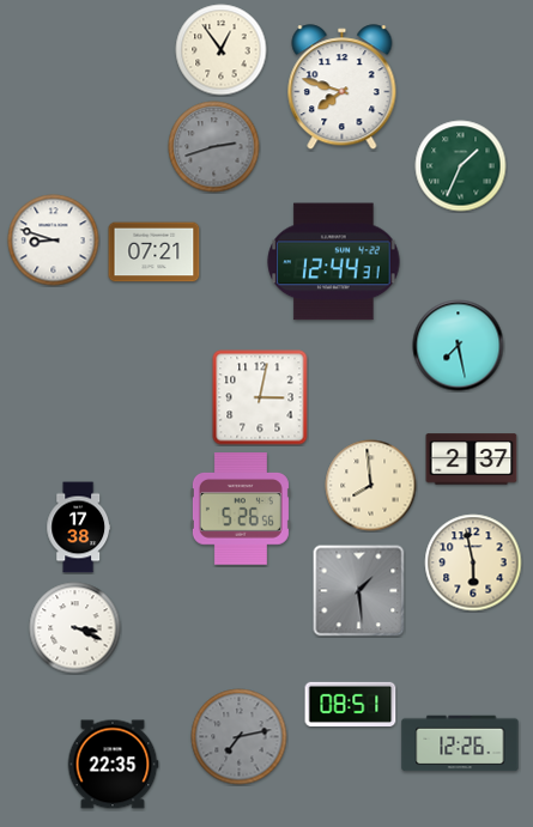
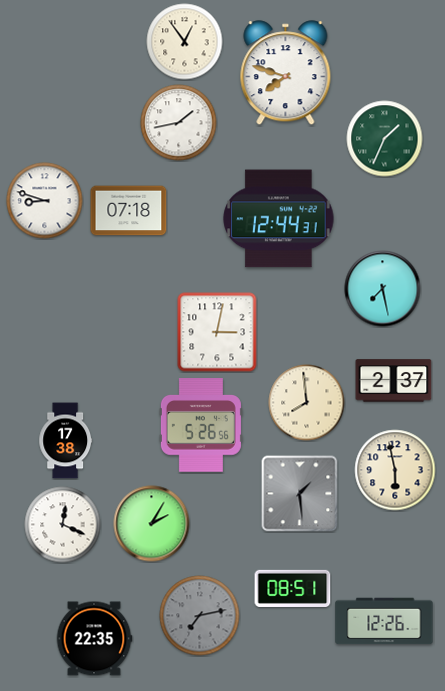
clock at (214, 147): 2:42 -> 1:43
clock at (214, 147) dial: grey -> white
clock at (155, 253): 07:21 -> 07:18
clock at (472, 460) position: (472, 460) -> (394, 381)
clock at (371, 486) position: (371, 486) -> (307, 403)
clock at (152, 524): none -> 2:05
clock at (75, 628): 3:19 -> 12:19
